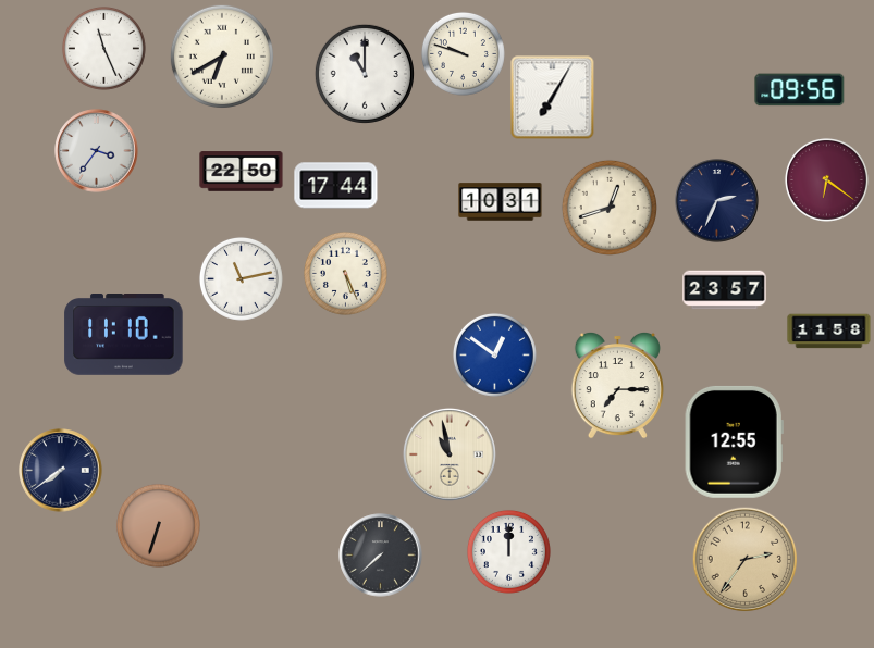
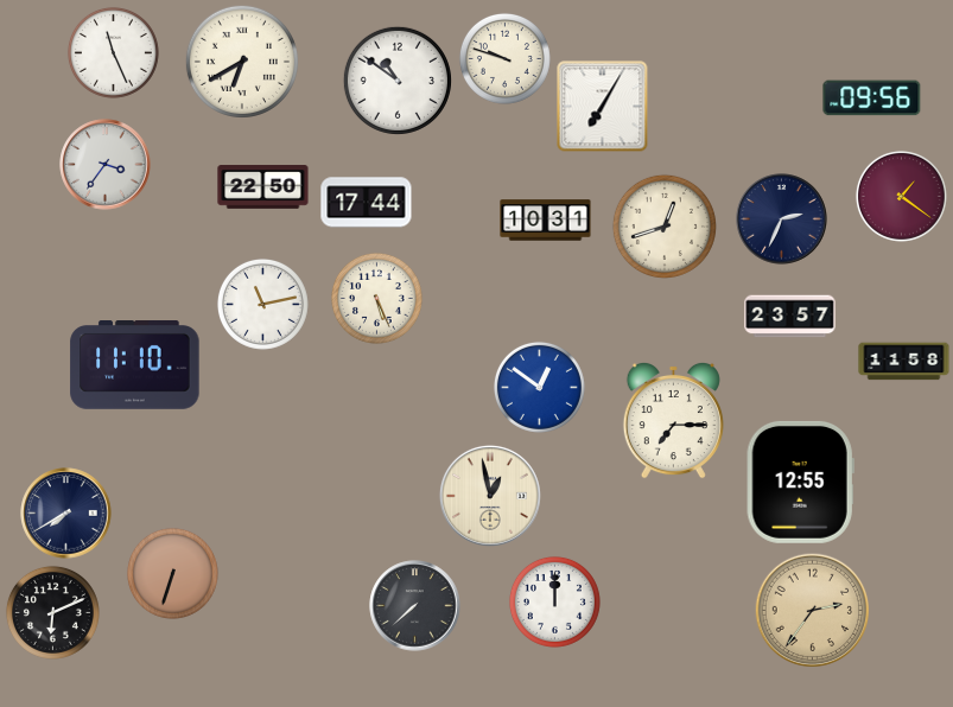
clock at (365, 74): 11:00 -> 10:51
clock at (826, 179): 6:21 -> 1:21
clock at (450, 454): 10:58 -> 12:58
clock at (61, 471): 7:39 -> 7:40
clock at (52, 612): none -> 6:11
